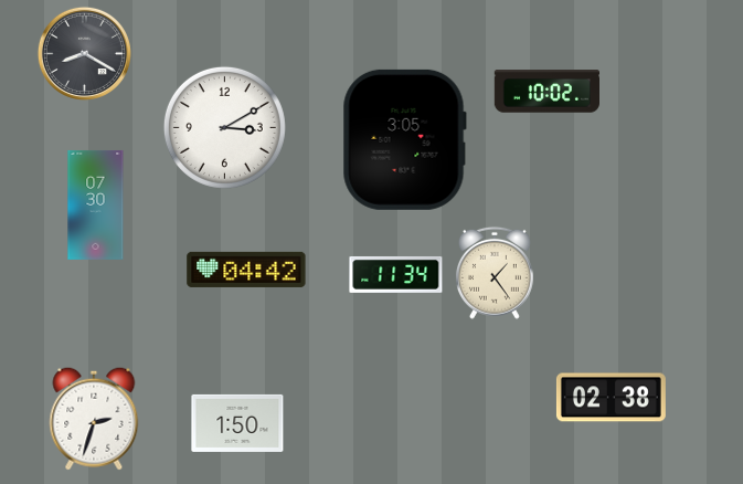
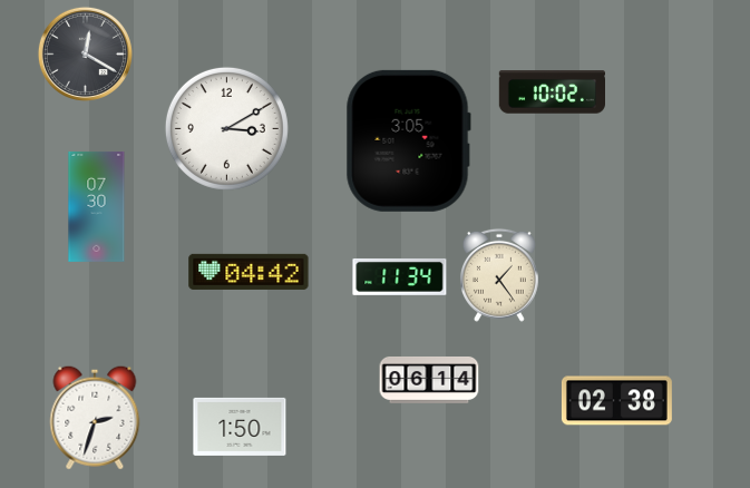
clock at (84, 53): 8:20 -> 12:20
clock at (429, 380): none -> 06:14
clock at (94, 419) position: (94, 419) -> (95, 418)
